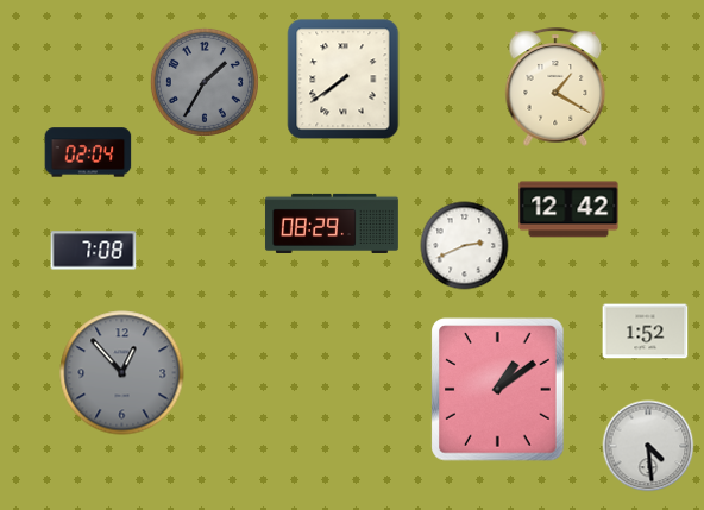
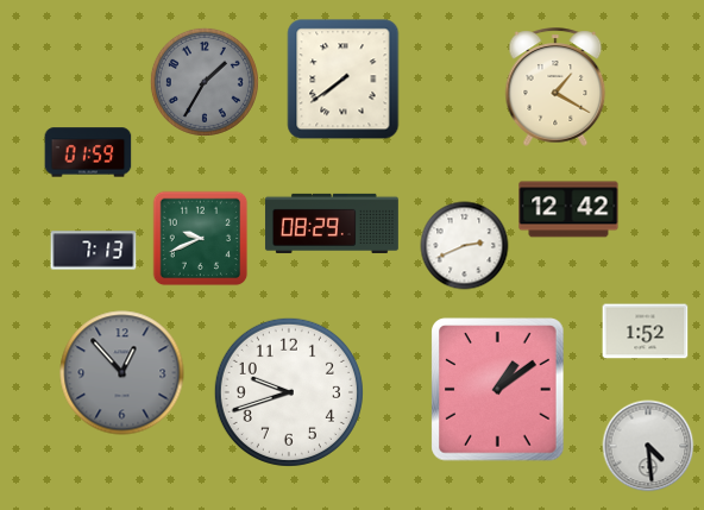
clock at (88, 152): 02:04 -> 01:59
clock at (201, 239): none -> 9:41
clock at (94, 251): 7:08 -> 7:13
clock at (289, 392): none -> 9:42
